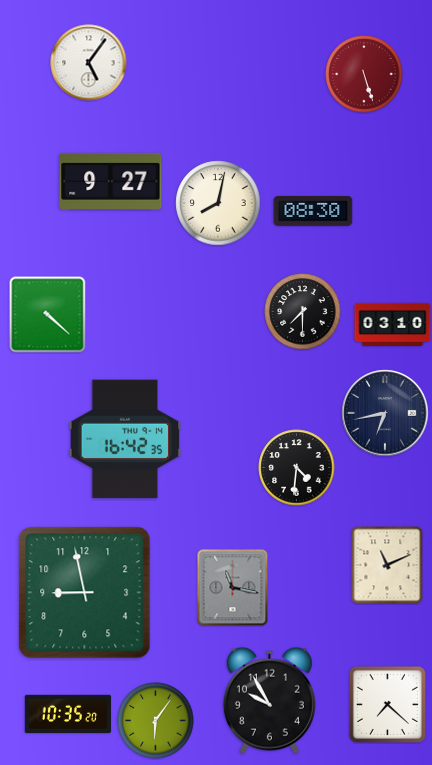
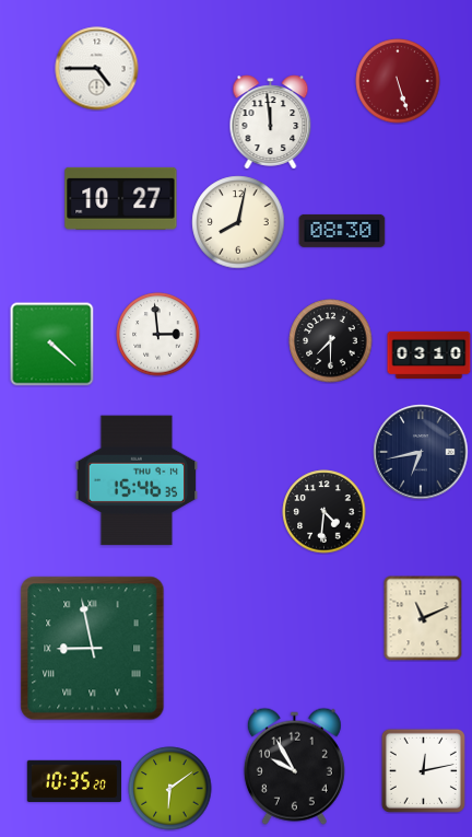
clock at (89, 63): 5:06 -> 4:45
clock at (271, 123): none -> 11:59
clock at (111, 181): 9:27 -> 10:27
clock at (158, 335): none -> 2:59
clock at (125, 439): 16:42 -> 15:46
clock at (233, 588): 11:17 -> none
clock at (85, 593) numerals: Arabic -> Roman
clock at (387, 704): 7:22 -> 12:13
clock at (156, 721): 6:06 -> 6:09
